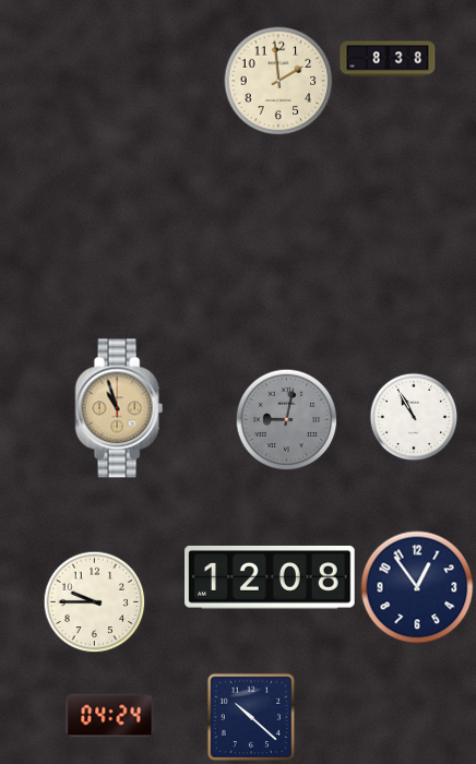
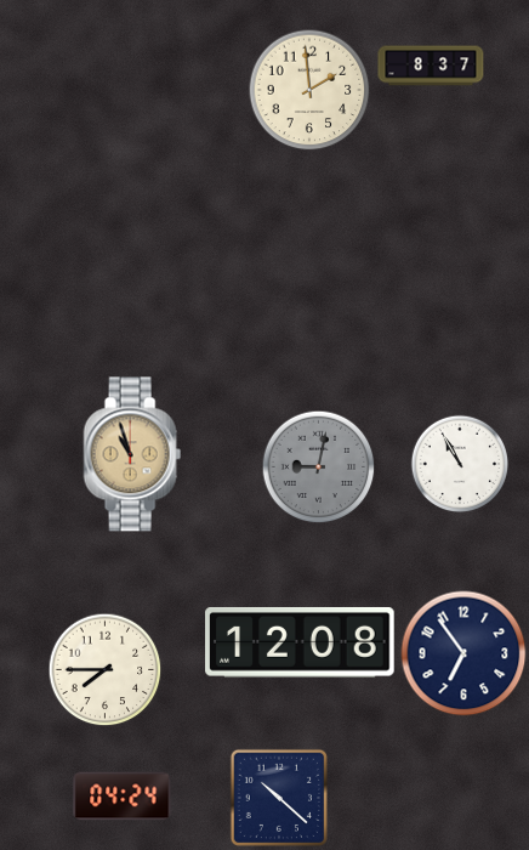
clock at (388, 59): 8:38 -> 8:37
clock at (417, 587): 12:54 -> 6:54
clock at (94, 601): 9:45 -> 7:45
